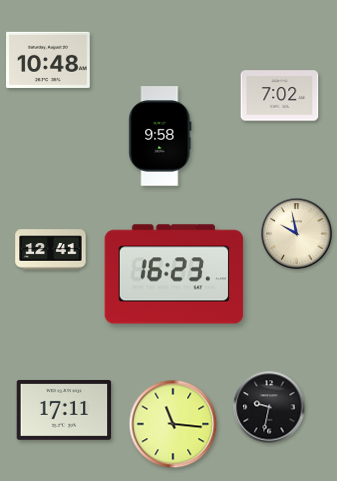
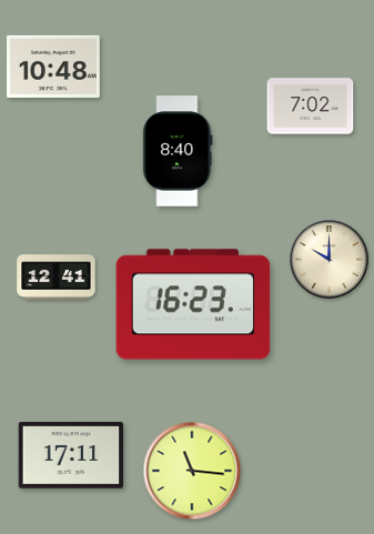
clock at (160, 136): 9:58 -> 8:40
clock at (297, 234): 9:58 -> 10:00
clock at (269, 407): 9:32 -> none
